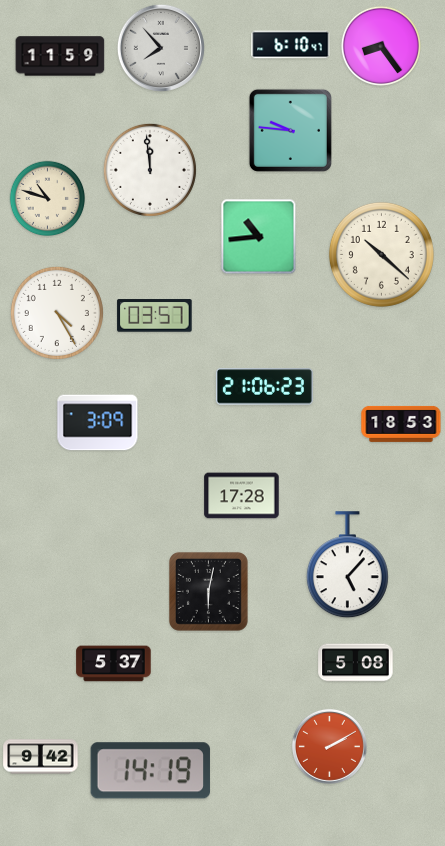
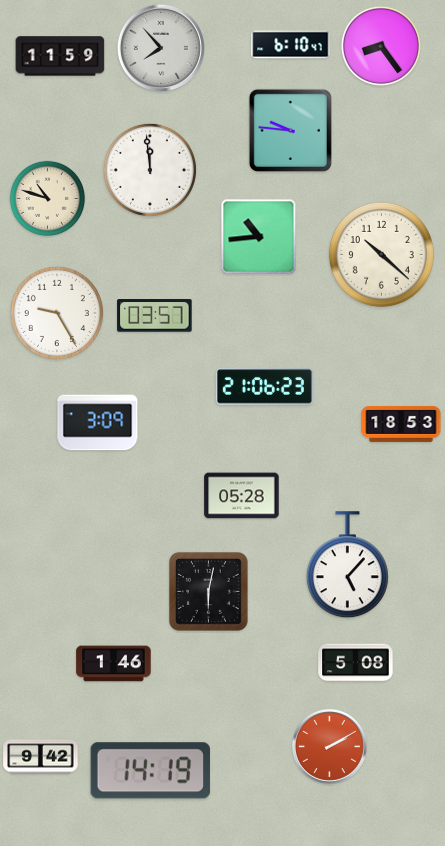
clock at (57, 313): 4:25 -> 9:25
clock at (242, 496): 17:28 -> 05:28
clock at (114, 664): 5:37 -> 1:46
